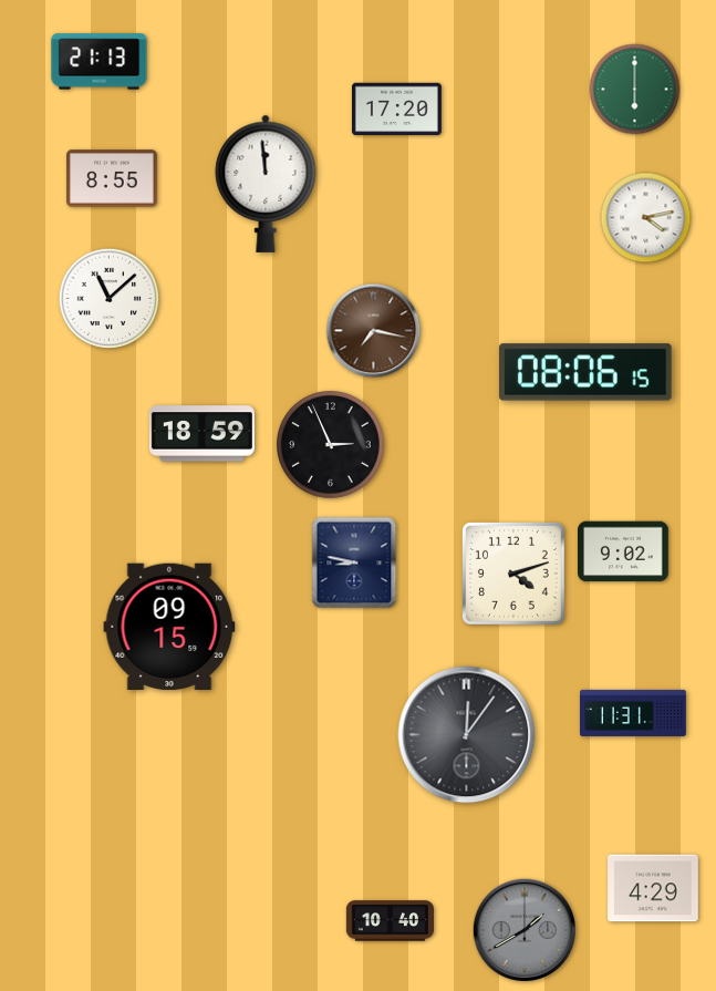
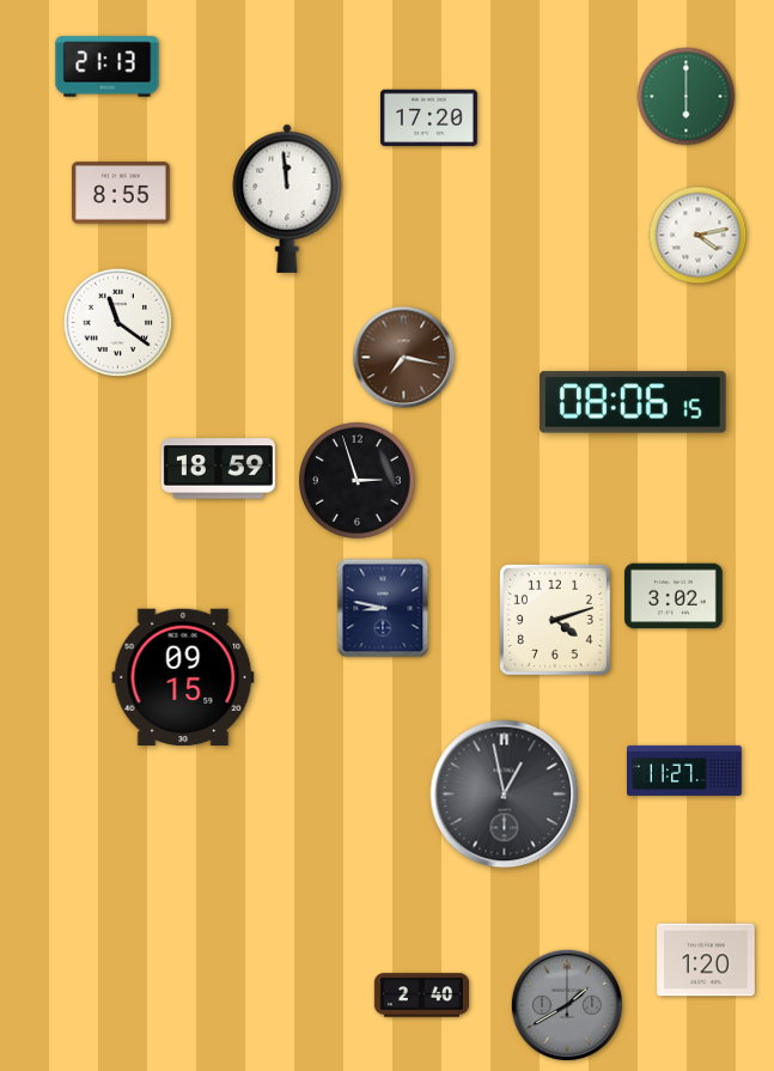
clock at (110, 299): 11:08 -> 11:21
clock at (331, 445): 2:56 -> 2:57
clock at (624, 551): 9:02 -> 3:02
clock at (634, 713): 11:31 -> 11:27
clock at (467, 735): 12:06 -> 12:58
clock at (654, 888): 4:29 -> 1:20
clock at (390, 921): 10:40 -> 2:40
